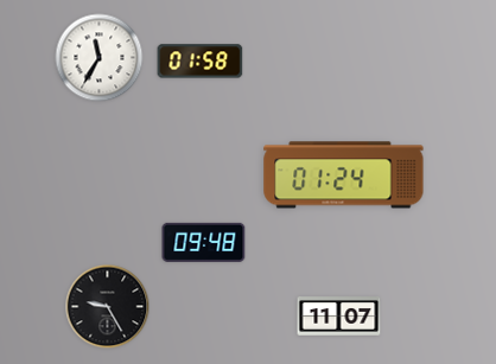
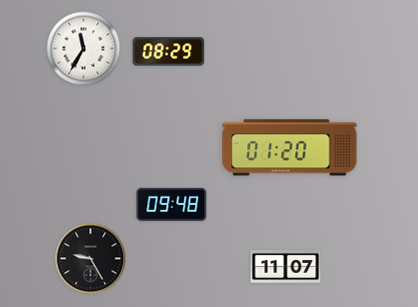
clock at (201, 62): 01:58 -> 08:29
clock at (344, 175): 01:24 -> 01:20
